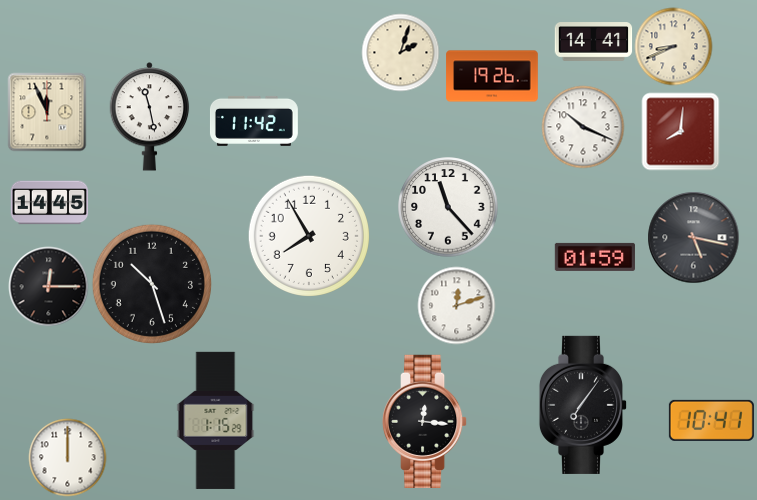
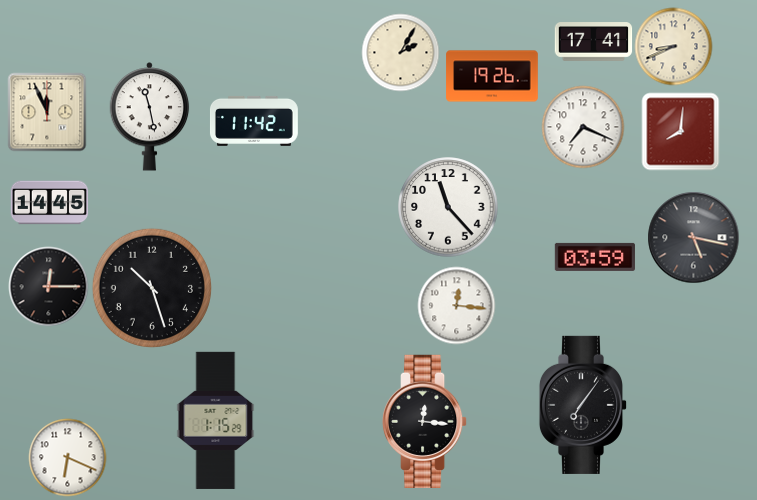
clock at (593, 42): 14:41 -> 17:41
clock at (400, 52): 2:03 -> 2:05
clock at (583, 127): 10:19 -> 7:19
clock at (309, 236): 7:55 -> none
clock at (595, 257): 01:59 -> 03:59
clock at (152, 284) position: (152, 284) -> (152, 288)
clock at (456, 305): 12:12 -> 12:16
clock at (711, 420): 10:41 -> none
clock at (67, 457): 12:00 -> 6:19
